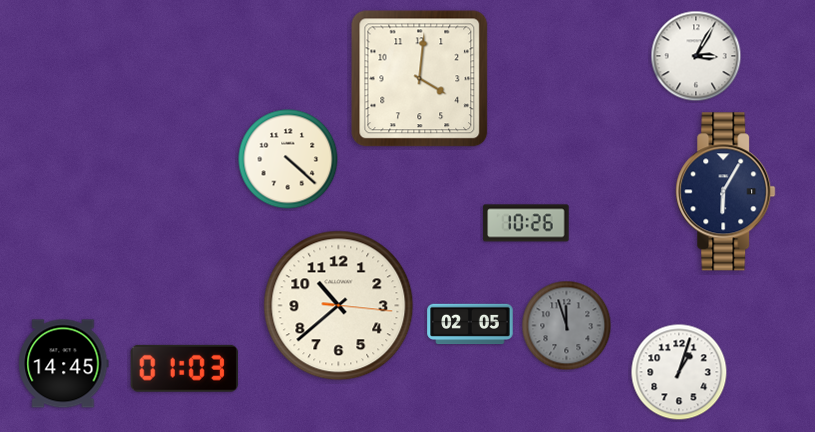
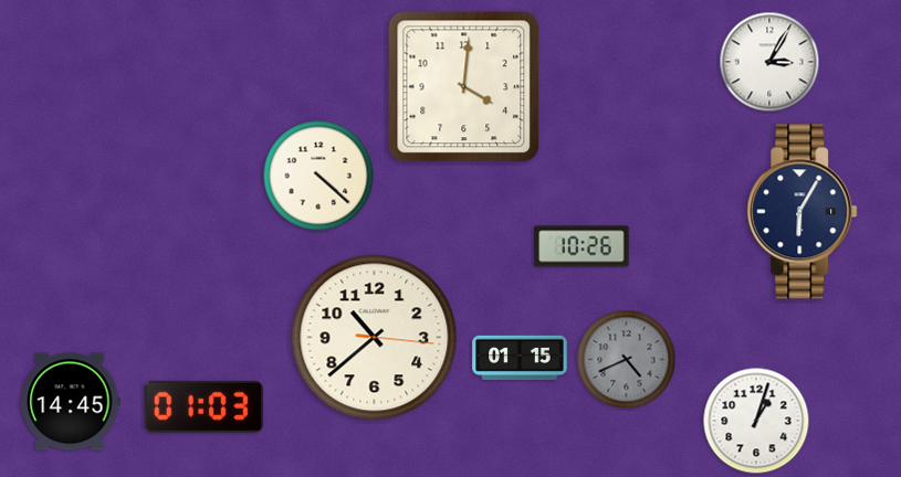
clock at (470, 324): 02:05 -> 01:15
clock at (567, 326): 11:57 -> 4:41
clock at (679, 372) position: (679, 372) -> (756, 421)
